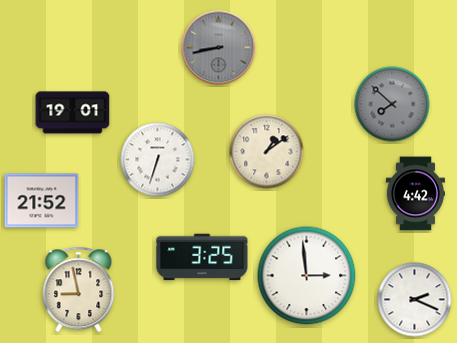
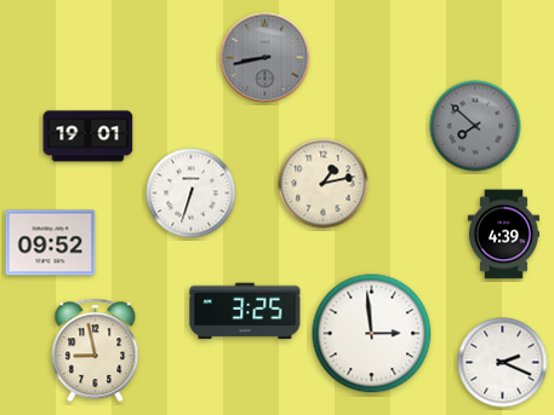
clock at (267, 152): 1:09 -> 1:13
clock at (415, 194): 4:42 -> 4:39
clock at (42, 201): 21:52 -> 09:52
